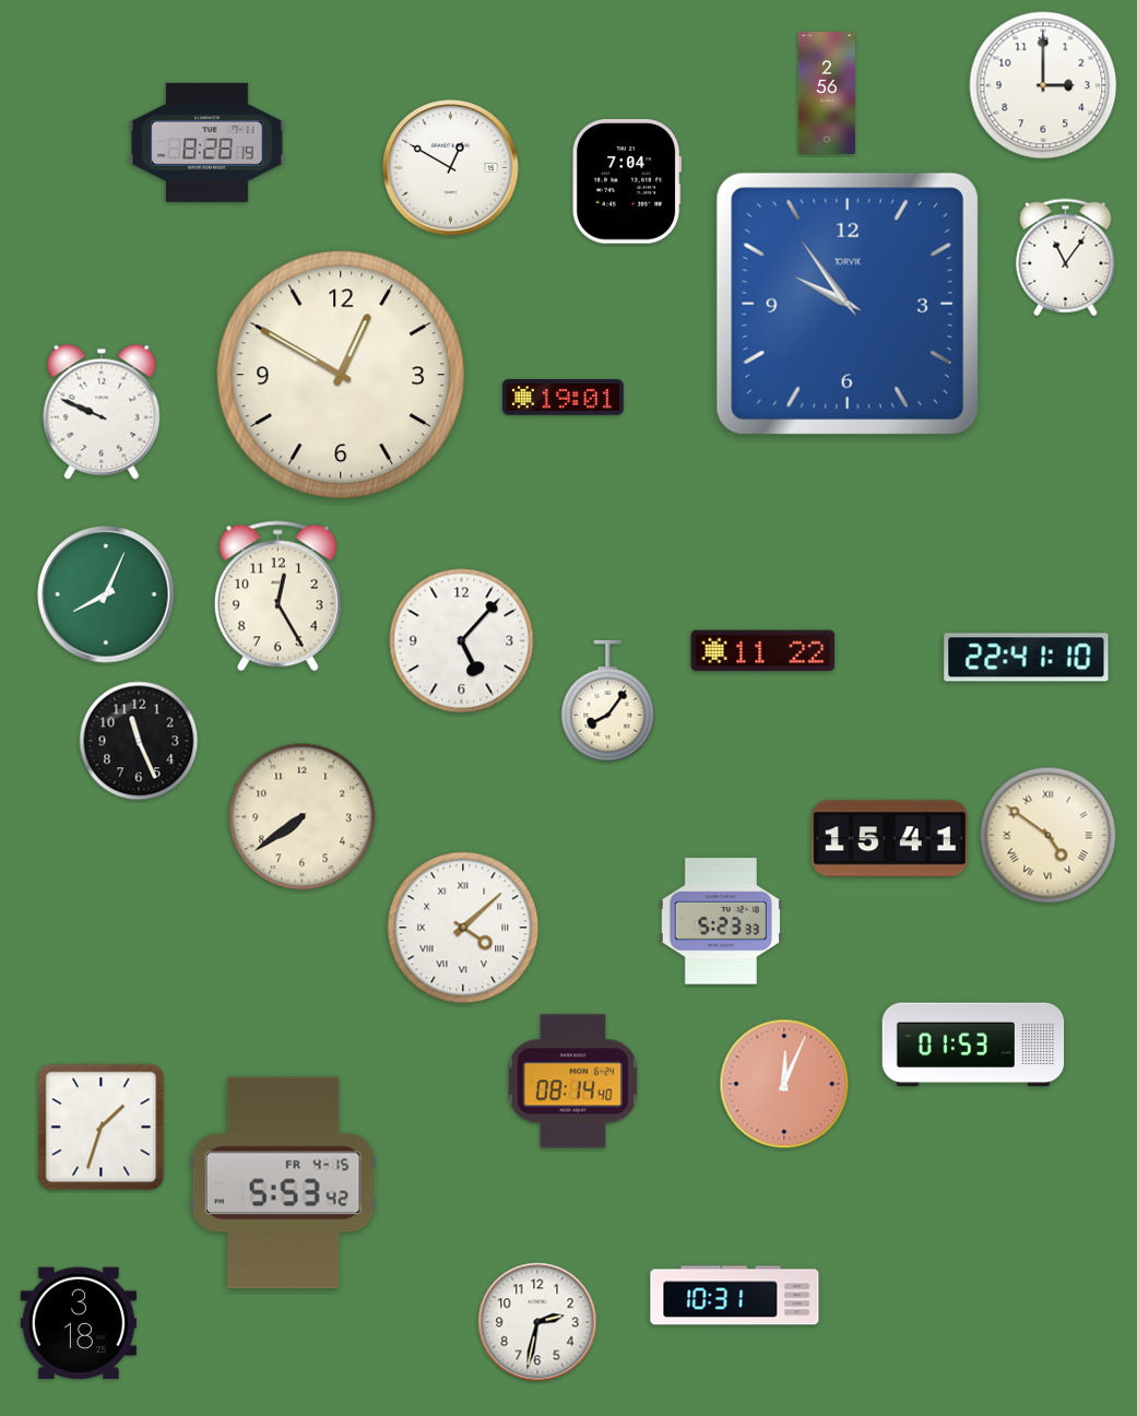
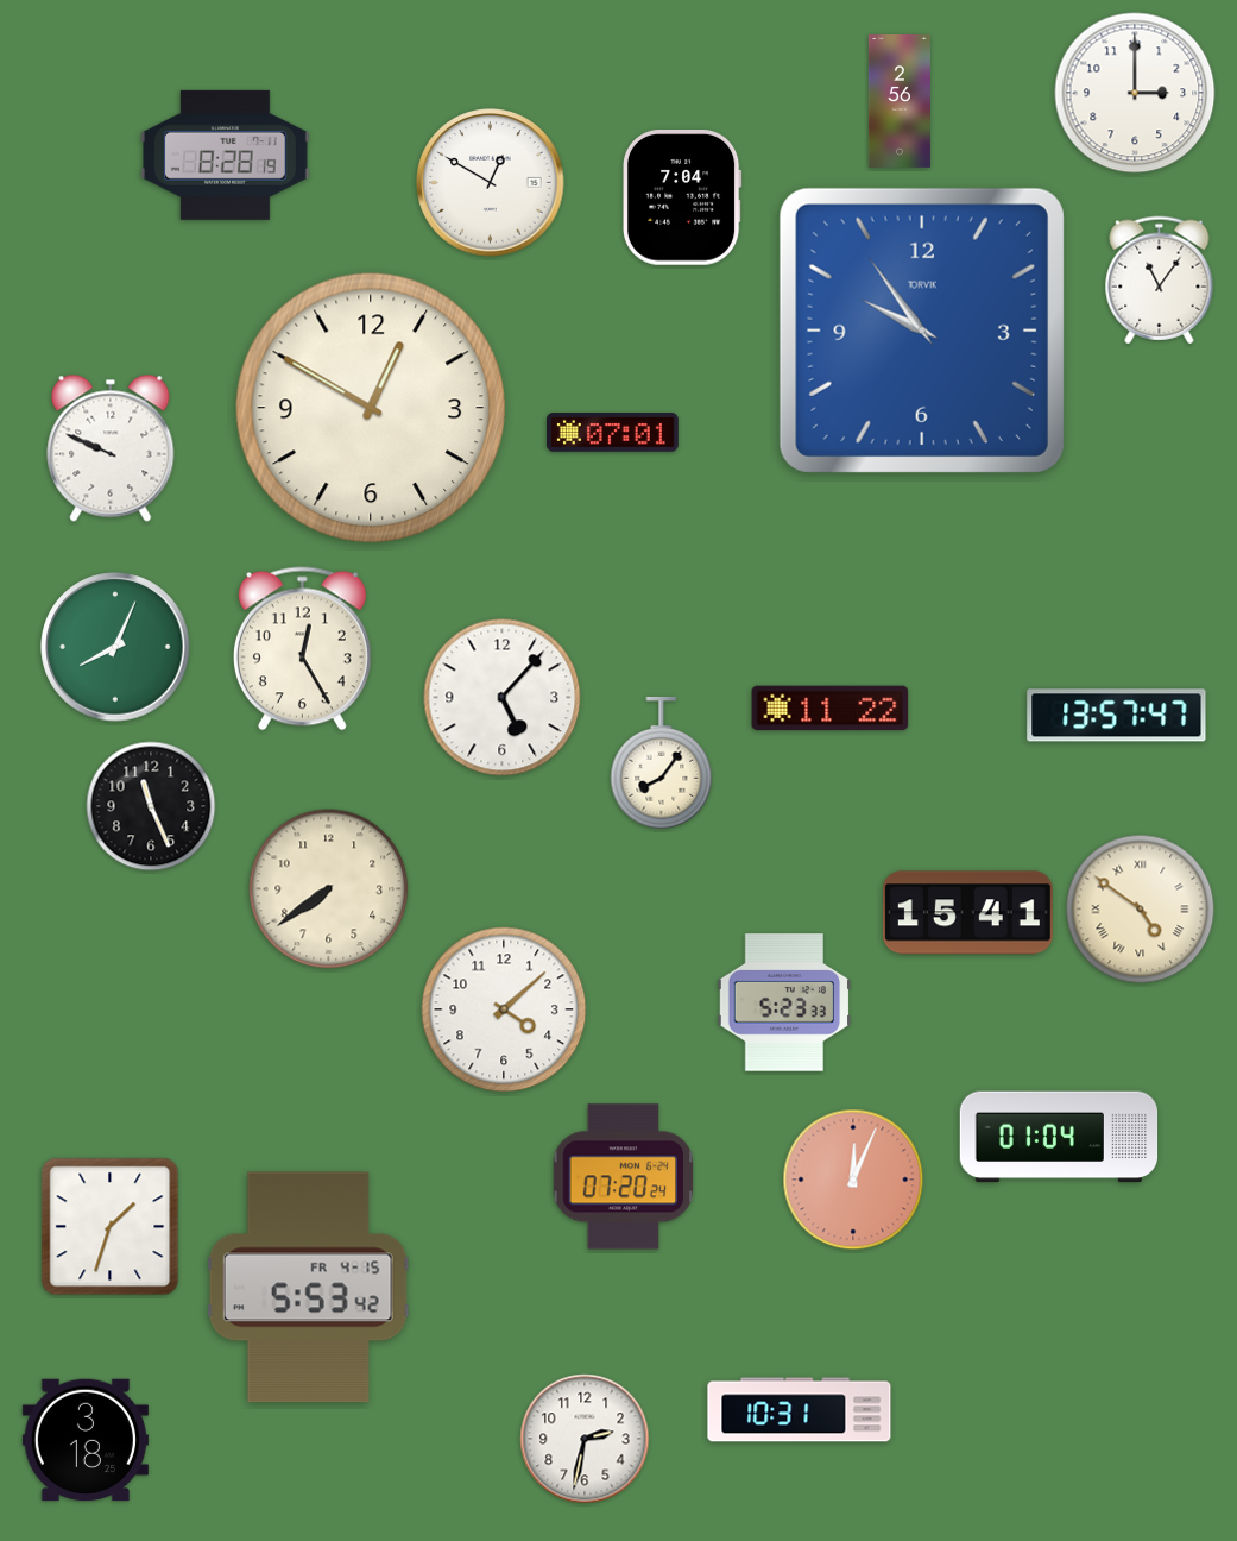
clock at (562, 398): 19:01 -> 07:01
clock at (1027, 658): 22:41 -> 13:57
clock at (463, 928) numerals: Roman -> Arabic
clock at (973, 1045): 01:53 -> 01:04
clock at (573, 1082): 08:14 -> 07:20
